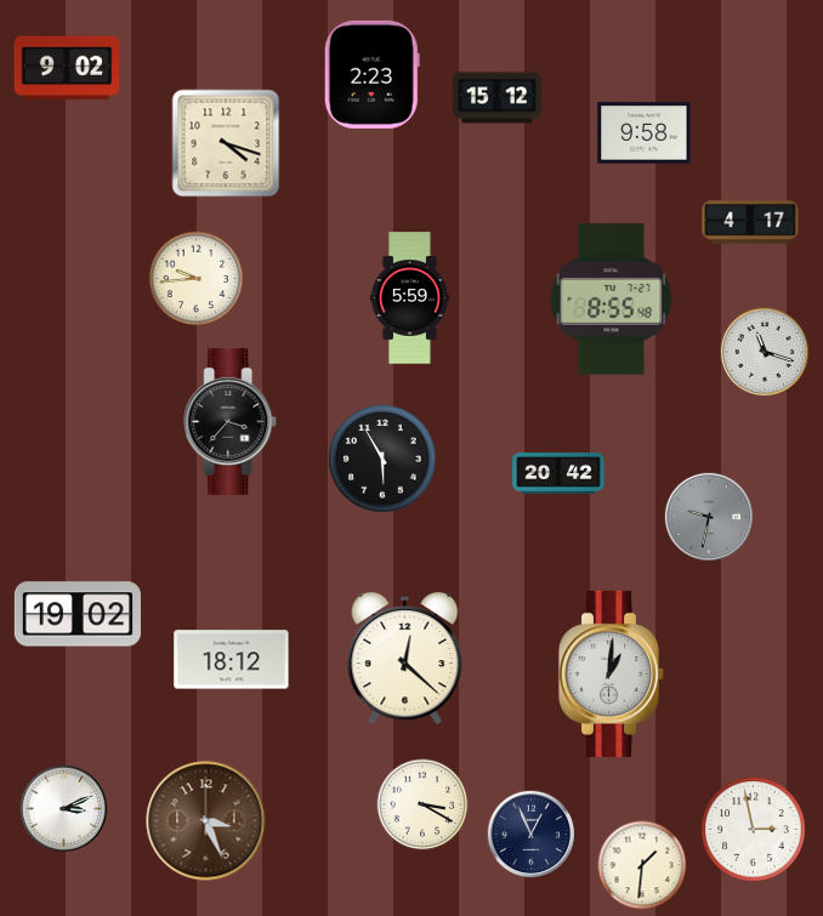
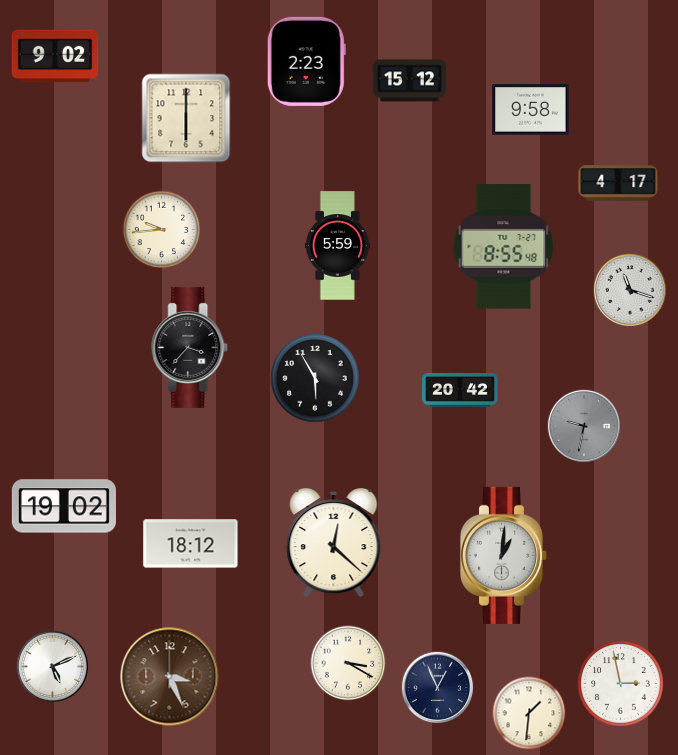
clock at (226, 143): 4:18 -> 6:00
clock at (64, 809): 3:11 -> 5:11
